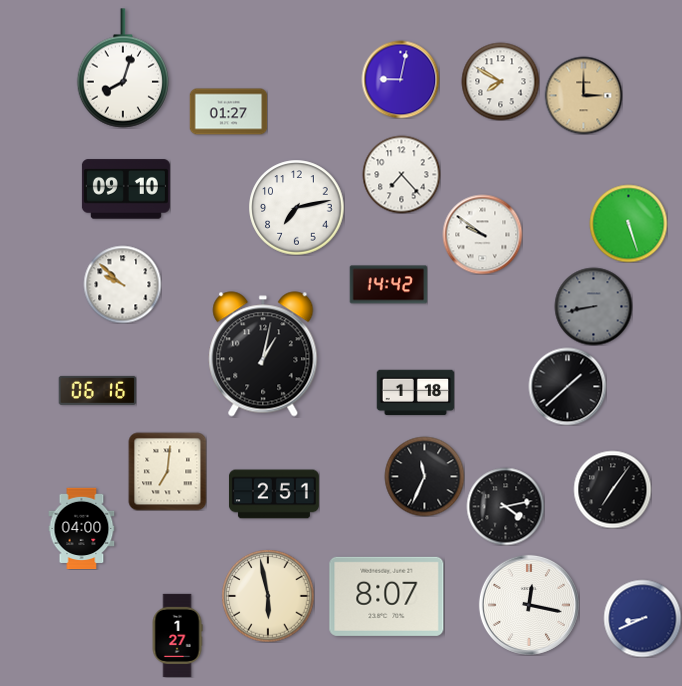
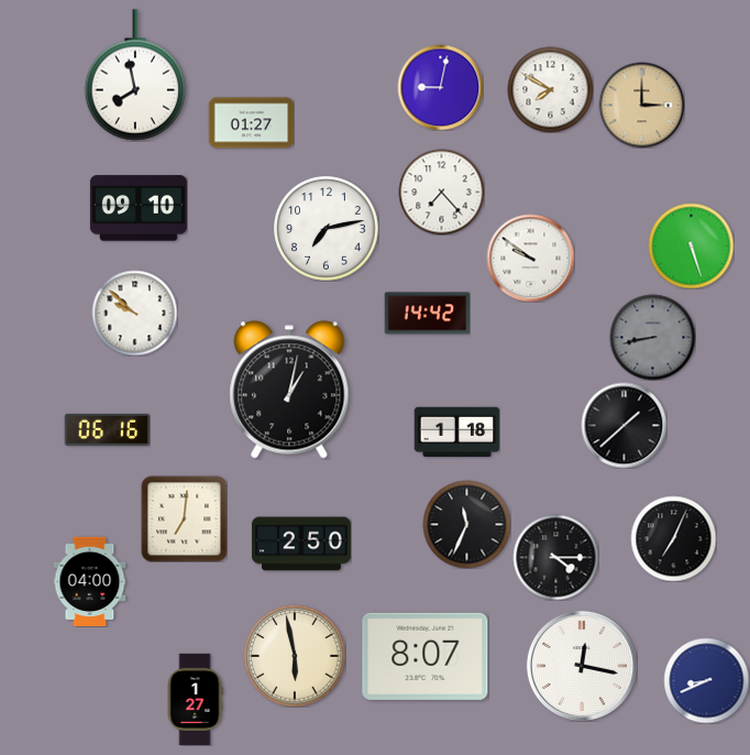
clock at (122, 68): 8:03 -> 7:58
clock at (612, 489): 7:06 -> 7:04
clock at (274, 494): 2:51 -> 2:50
clock at (505, 506): 4:13 -> 4:15
